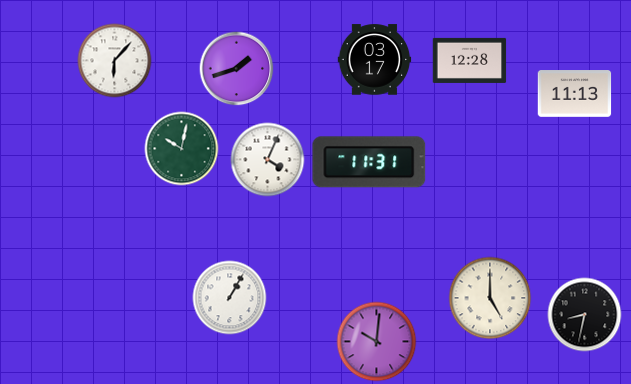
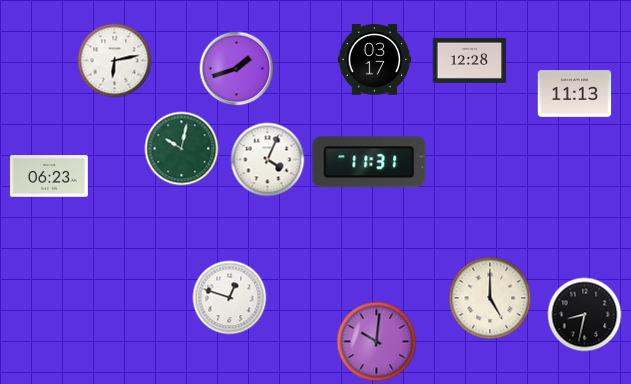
clock at (115, 61): 6:07 -> 6:13
clock at (49, 176): none -> 06:23
clock at (230, 298): 1:05 -> 12:48
